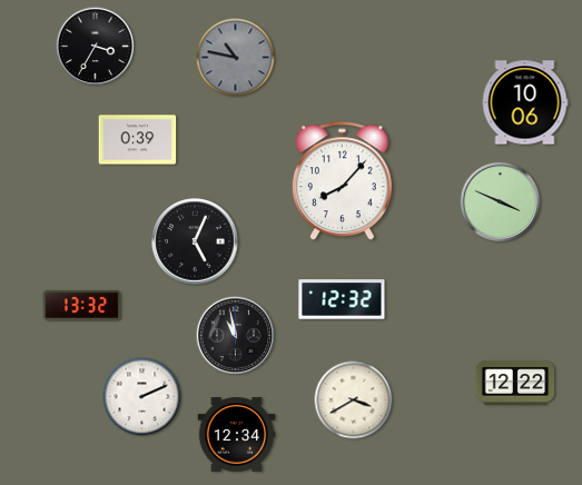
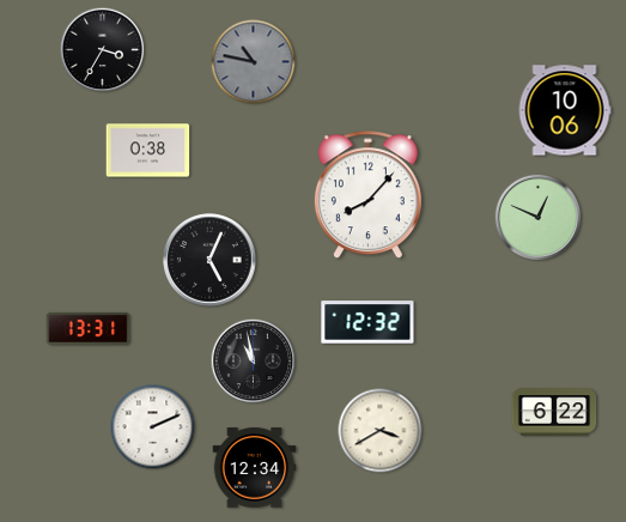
clock at (138, 140): 0:39 -> 0:38
clock at (500, 201): 3:49 -> 12:49
clock at (82, 305): 13:32 -> 13:31
clock at (515, 383): 12:22 -> 6:22
